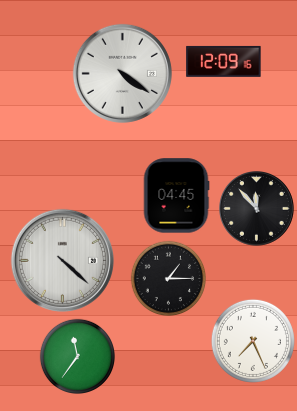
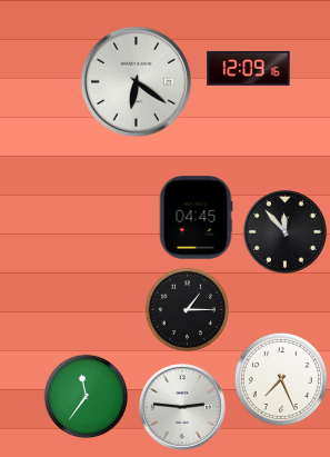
clock at (122, 73): 4:21 -> 6:21
clock at (62, 260): 4:22 -> none
clock at (182, 407): none -> 2:46
